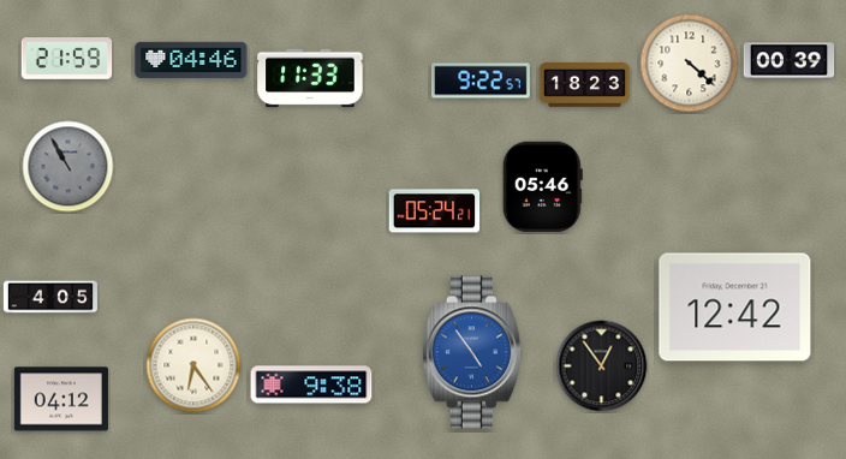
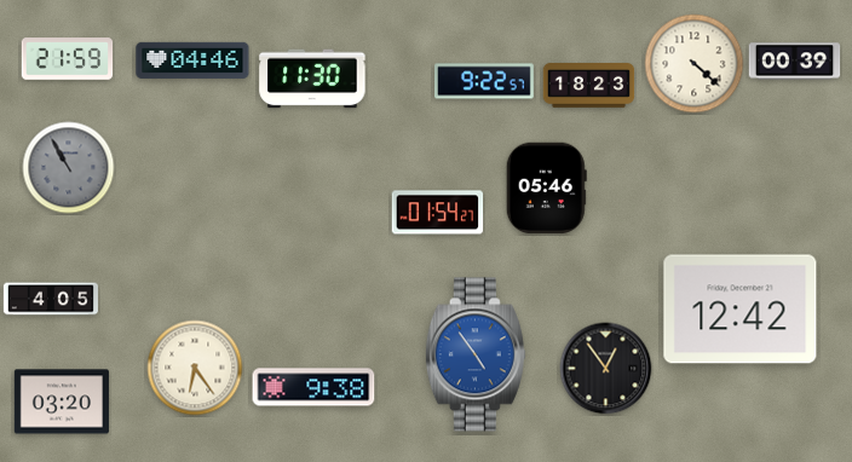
clock at (310, 78): 11:33 -> 11:30
clock at (435, 211): 05:24 -> 01:54
clock at (61, 399): 04:12 -> 03:20
